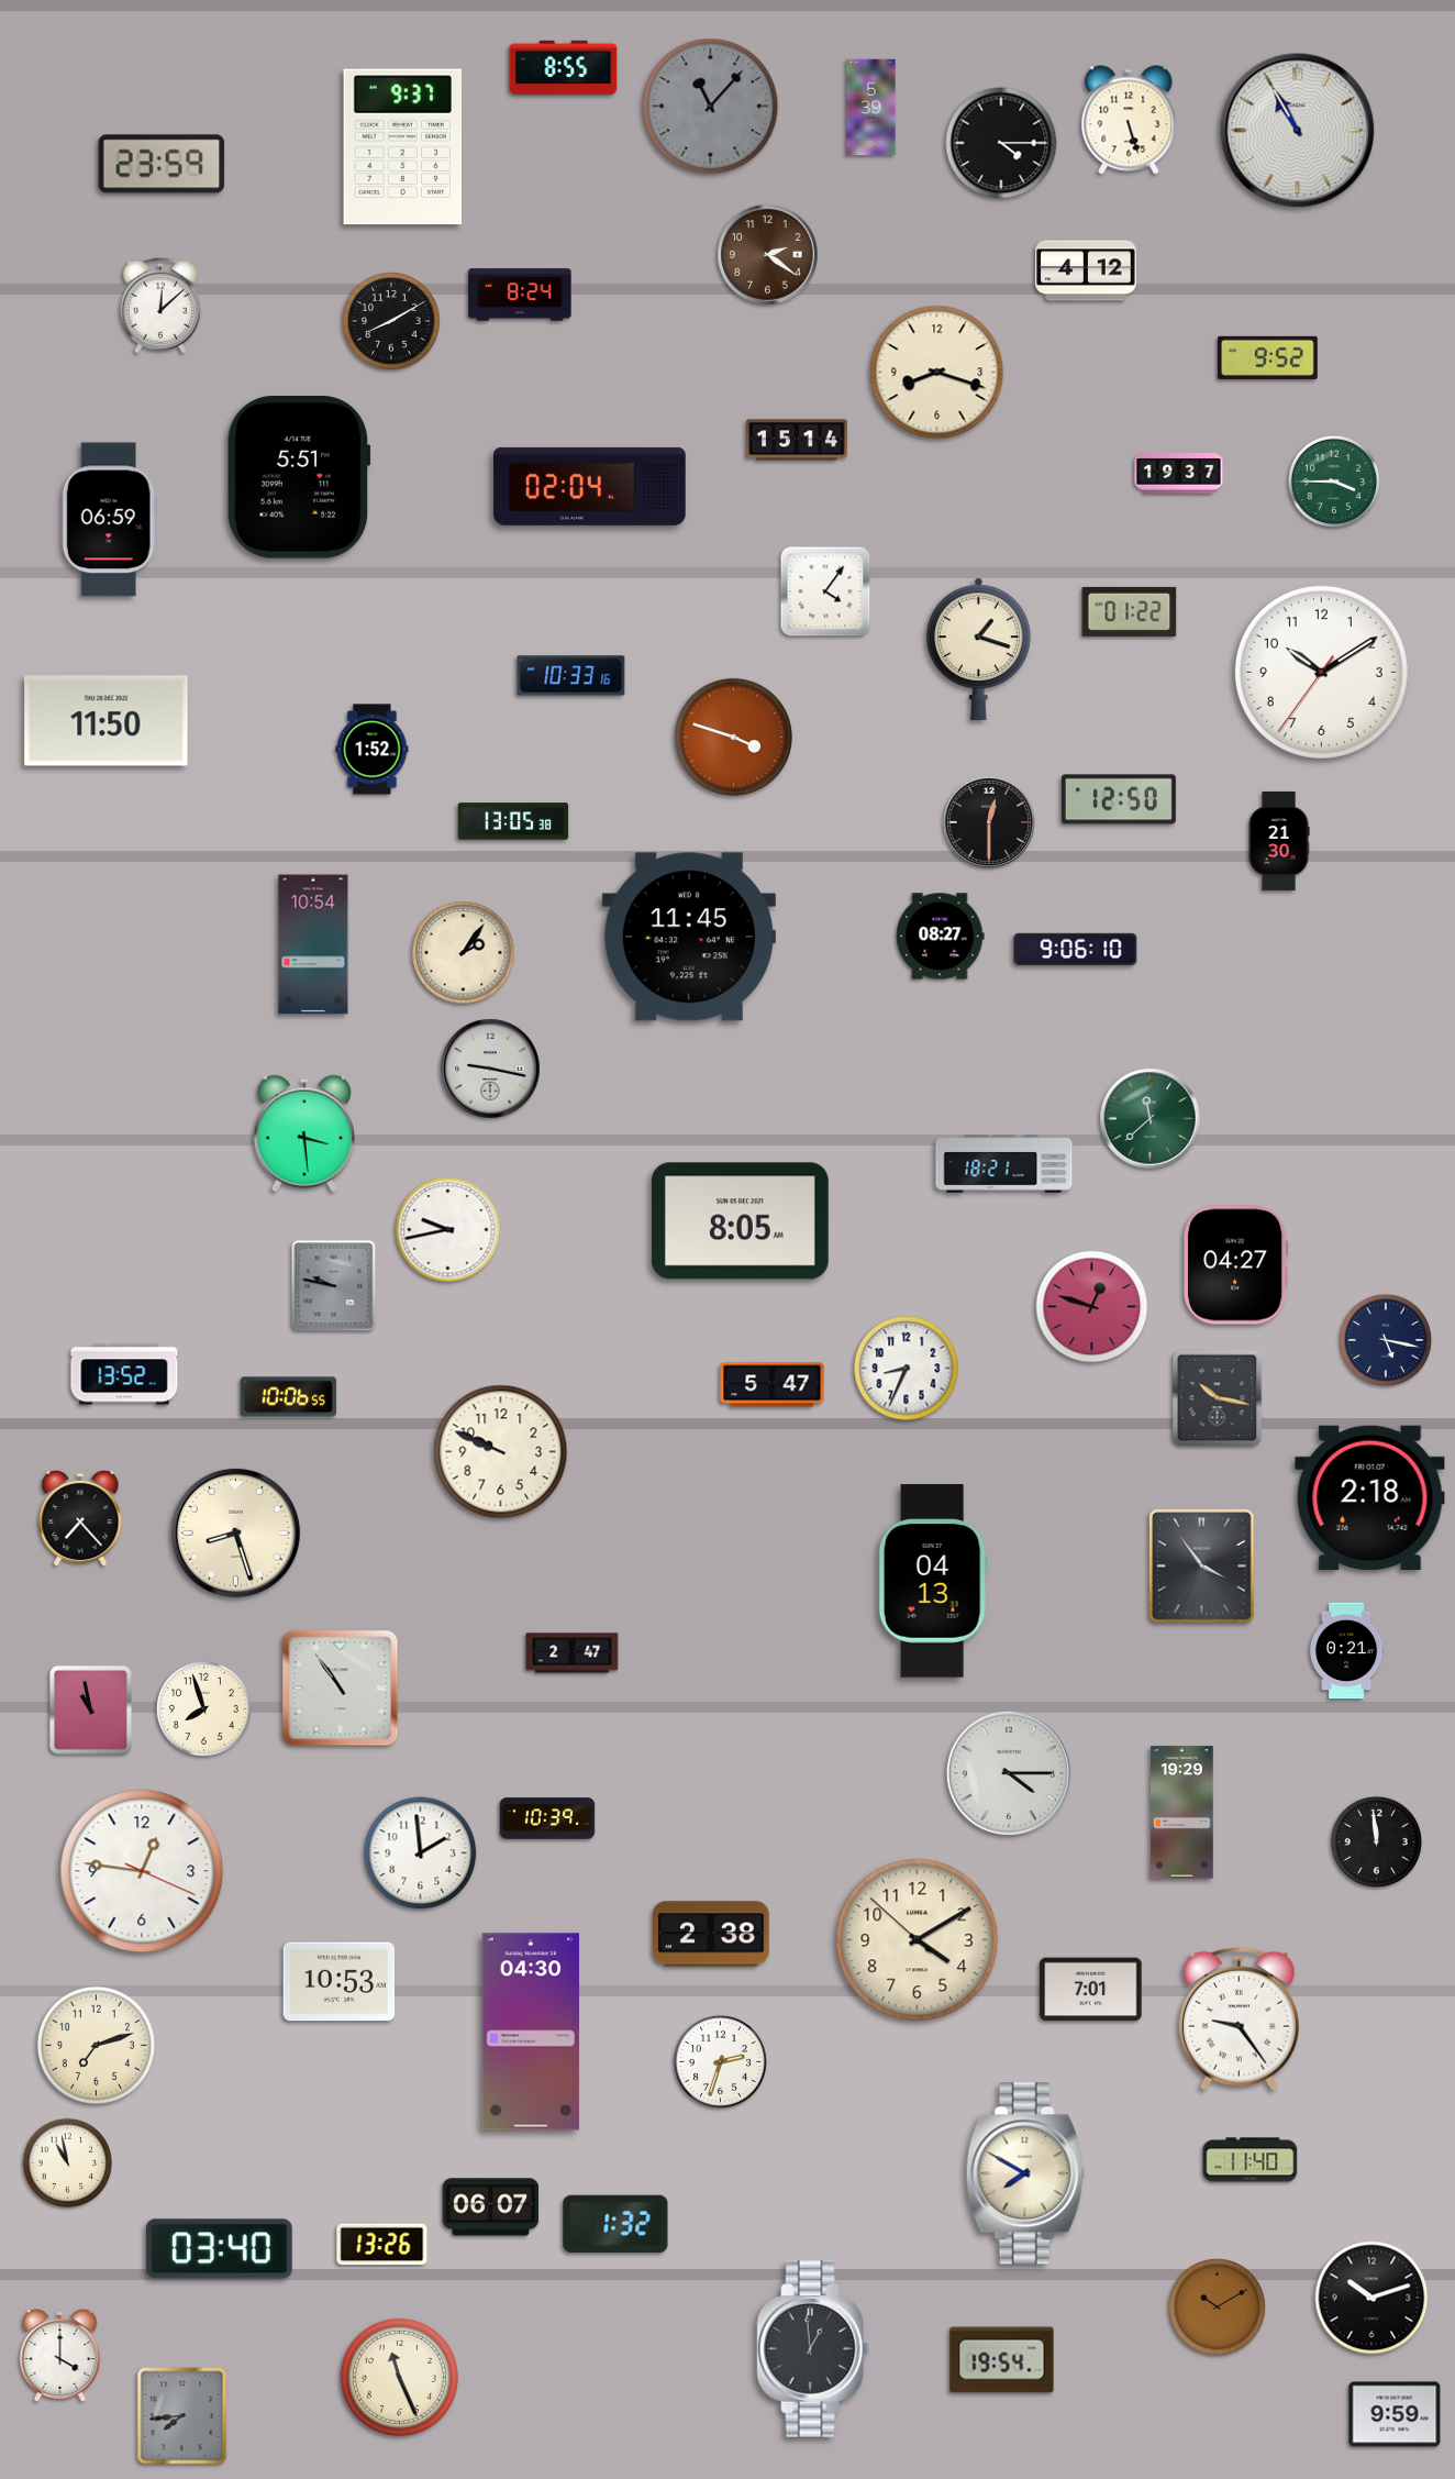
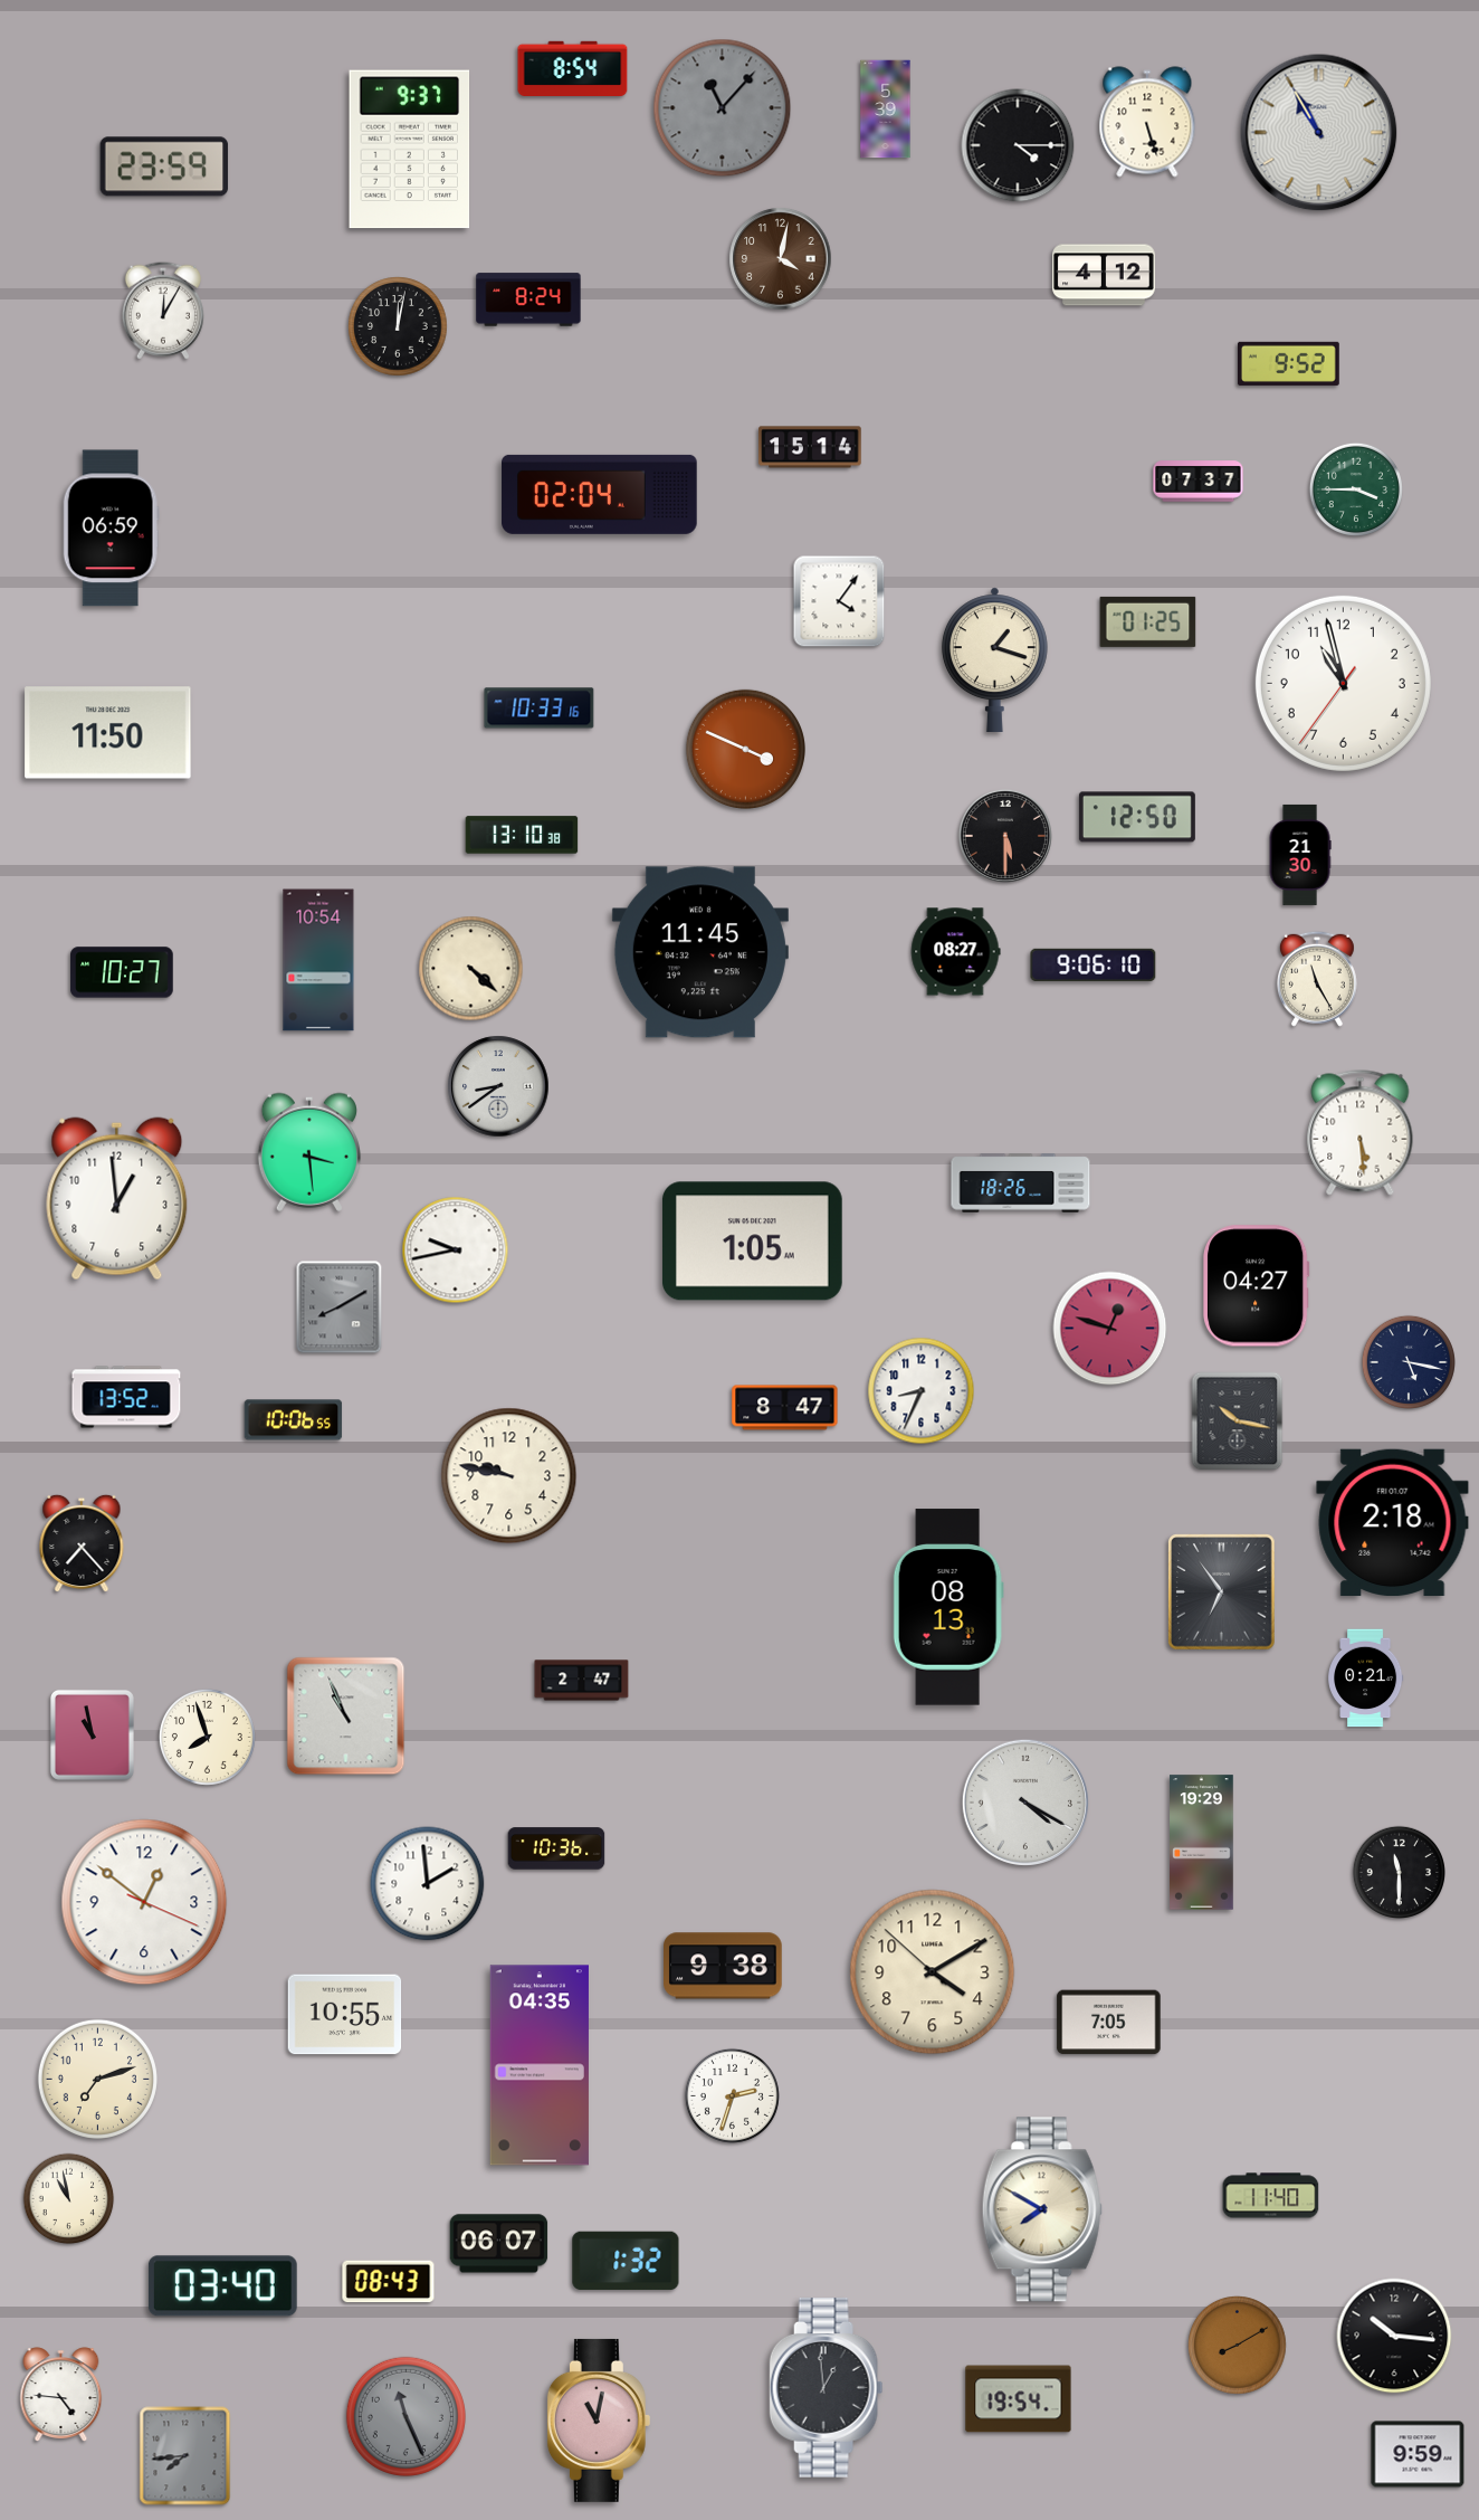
clock at (564, 67): 8:55 -> 8:54
clock at (768, 255): 2:21 -> 4:02
clock at (160, 306): 12:08 -> 12:05
clock at (391, 321): 8:10 -> 12:02
clock at (937, 373): 8:18 -> none
clock at (1179, 474): 19:37 -> 07:37
clock at (299, 478): 5:51 -> none
clock at (1130, 611): 01:22 -> 01:25
clock at (1321, 672): 10:09 -> 10:57
clock at (571, 676) position: (571, 676) -> (540, 709)
clock at (733, 737): 3:48 -> 3:49
clock at (373, 750): 1:52 -> none
clock at (1119, 799) position: (1119, 799) -> (1137, 817)
clock at (513, 821): 13:05 -> 13:10
clock at (989, 822): 12:30 -> 5:30
clock at (464, 953): 2:06 -> 4:22
clock at (122, 972): none -> 10:27
clock at (1317, 979): none -> 11:25
clock at (490, 1069): 9:17 -> 8:39
clock at (1361, 1133): none -> 5:29
clock at (1151, 1119): 11:38 -> none
clock at (1004, 1164): 18:21 -> 18:26
clock at (117, 1199): none -> 12:59
clock at (740, 1221): 8:05 -> 1:05
clock at (334, 1286): 9:47 -> 8:10
clock at (773, 1385): 5:47 -> 8:47
clock at (501, 1452): 9:49 -> 9:47
clock at (235, 1532): 8:27 -> none
clock at (1202, 1567): 3:54 -> 6:54
clock at (933, 1581): 04:13 -> 08:13
clock at (1347, 1651) position: (1347, 1651) -> (1366, 1679)
clock at (341, 1689): 10:54 -> 10:56
clock at (90, 1709) position: (90, 1709) -> (92, 1734)
clock at (1009, 1773): 4:15 -> 4:20
clock at (547, 1818): 10:39 -> 10:36
clock at (1377, 1842): 11:59 -> 11:30
clock at (142, 1871): 12:46 -> 12:51
clock at (711, 1934): 2:38 -> 9:38
clock at (340, 1982): 10:53 -> 10:55
clock at (1091, 1990): 7:01 -> 7:05
clock at (1239, 2018): 9:24 -> none
clock at (531, 2032): 04:30 -> 04:35
clock at (382, 2245): 13:26 -> 08:43
clock at (1371, 2298): 10:12 -> 10:16
clock at (1218, 2308): 10:10 -> 8:10
clock at (60, 2356): 4:00 -> 4:46
clock at (399, 2377) dial: cream -> grey
clock at (599, 2421): none -> 11:02
